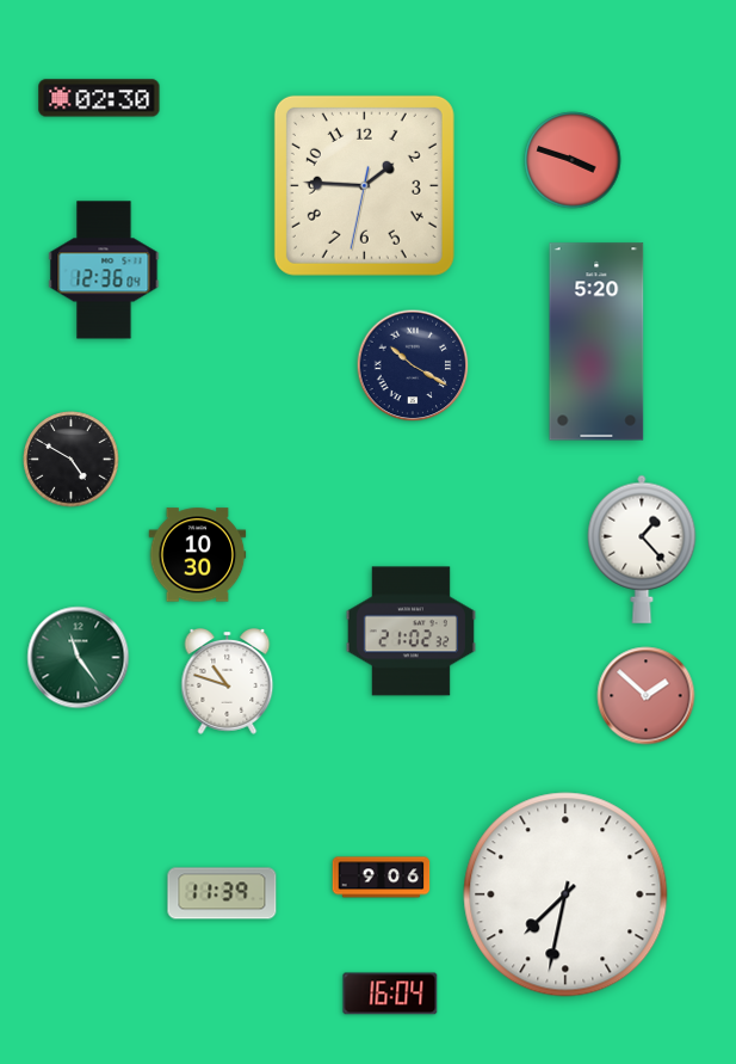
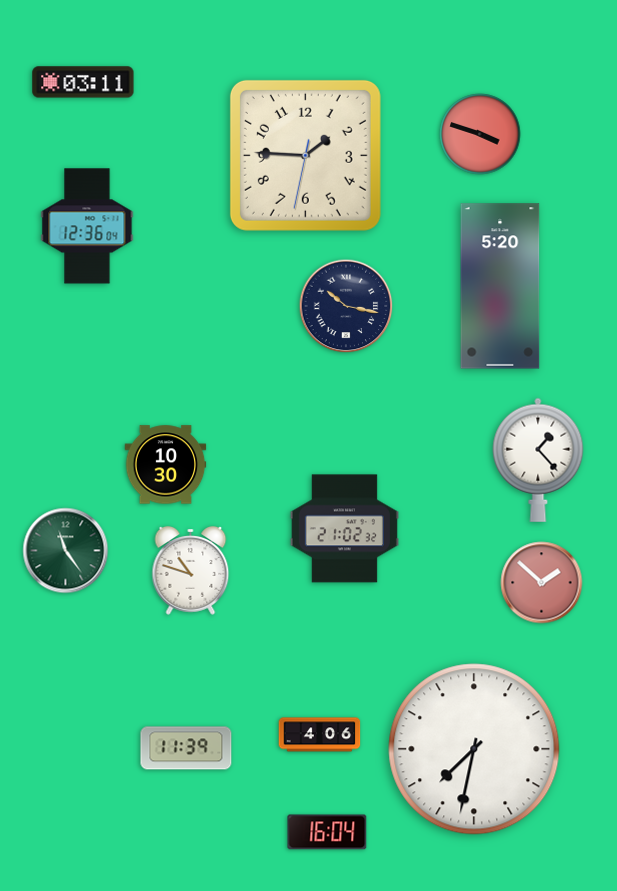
clock at (99, 98): 02:30 -> 03:11
clock at (413, 365): 10:20 -> 10:17
clock at (72, 460): 4:50 -> none
clock at (382, 878): 9:06 -> 4:06
